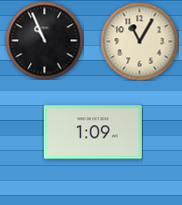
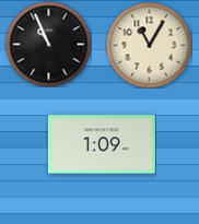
clock at (139, 41) position: (139, 41) -> (149, 45)
